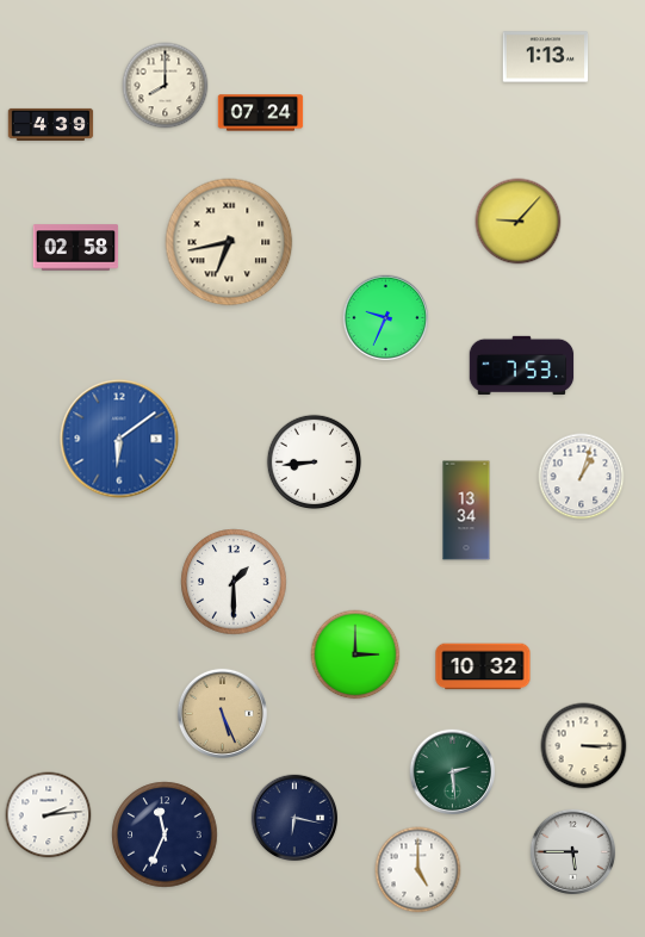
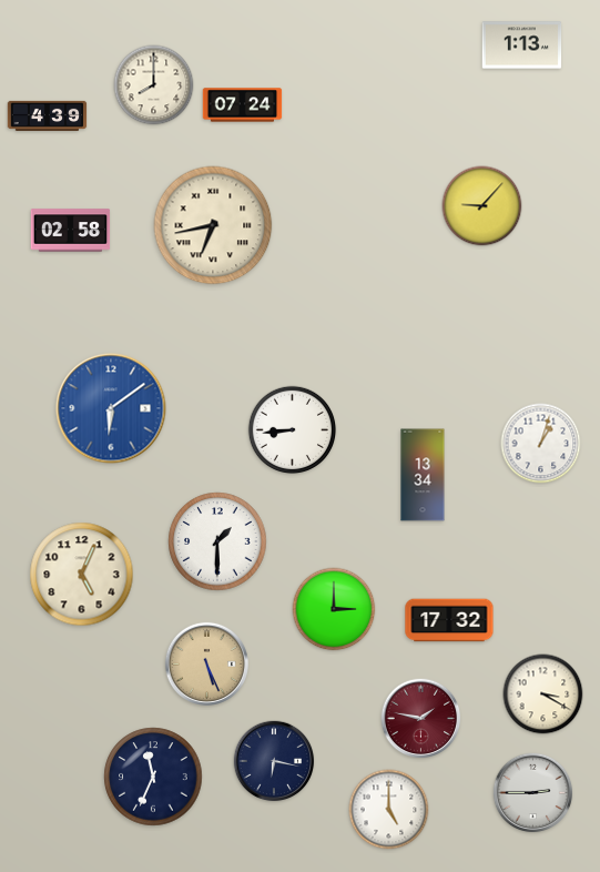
clock at (546, 57) position: (546, 57) -> (522, 45)
clock at (166, 86) position: (166, 86) -> (154, 85)
clock at (386, 318): 9:34 -> none
clock at (522, 365): 7:53 -> none
clock at (466, 510) position: (466, 510) -> (423, 475)
clock at (82, 575): none -> 5:04
clock at (355, 654) position: (355, 654) -> (334, 609)
clock at (483, 666): 10:32 -> 17:32
clock at (584, 746): 3:15 -> 3:20
clock at (453, 772): 2:29 -> 1:47
clock at (453, 772) dial: green -> burgundy
clock at (49, 815): 2:14 -> none
clock at (573, 852): 5:45 -> 2:45
